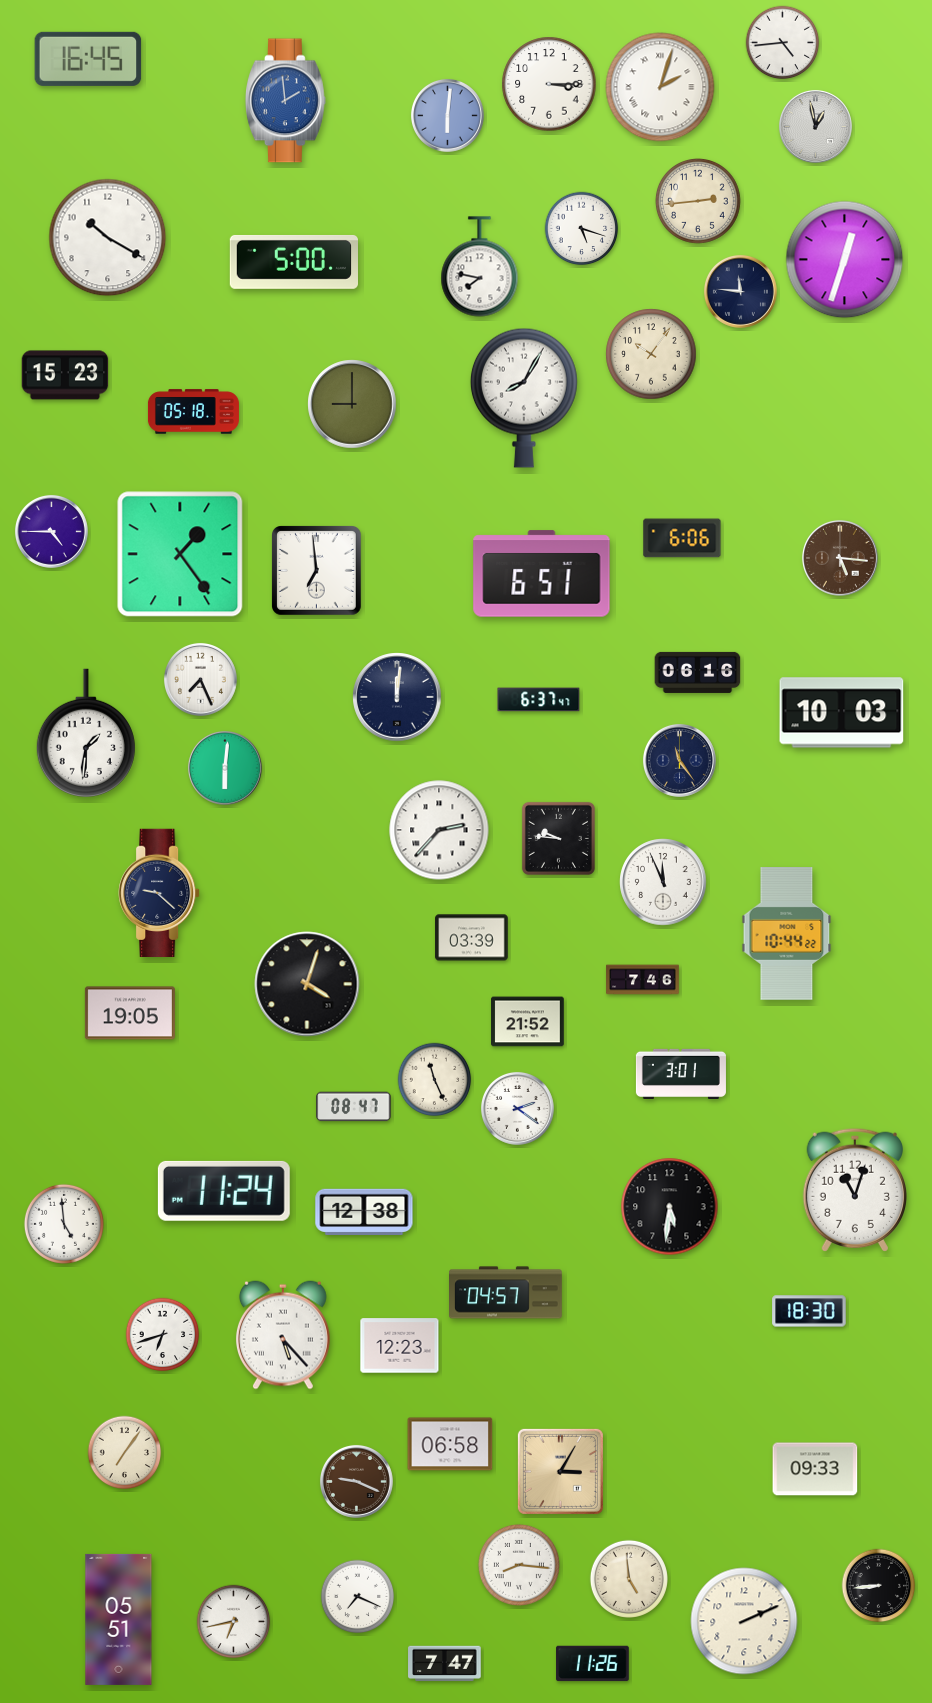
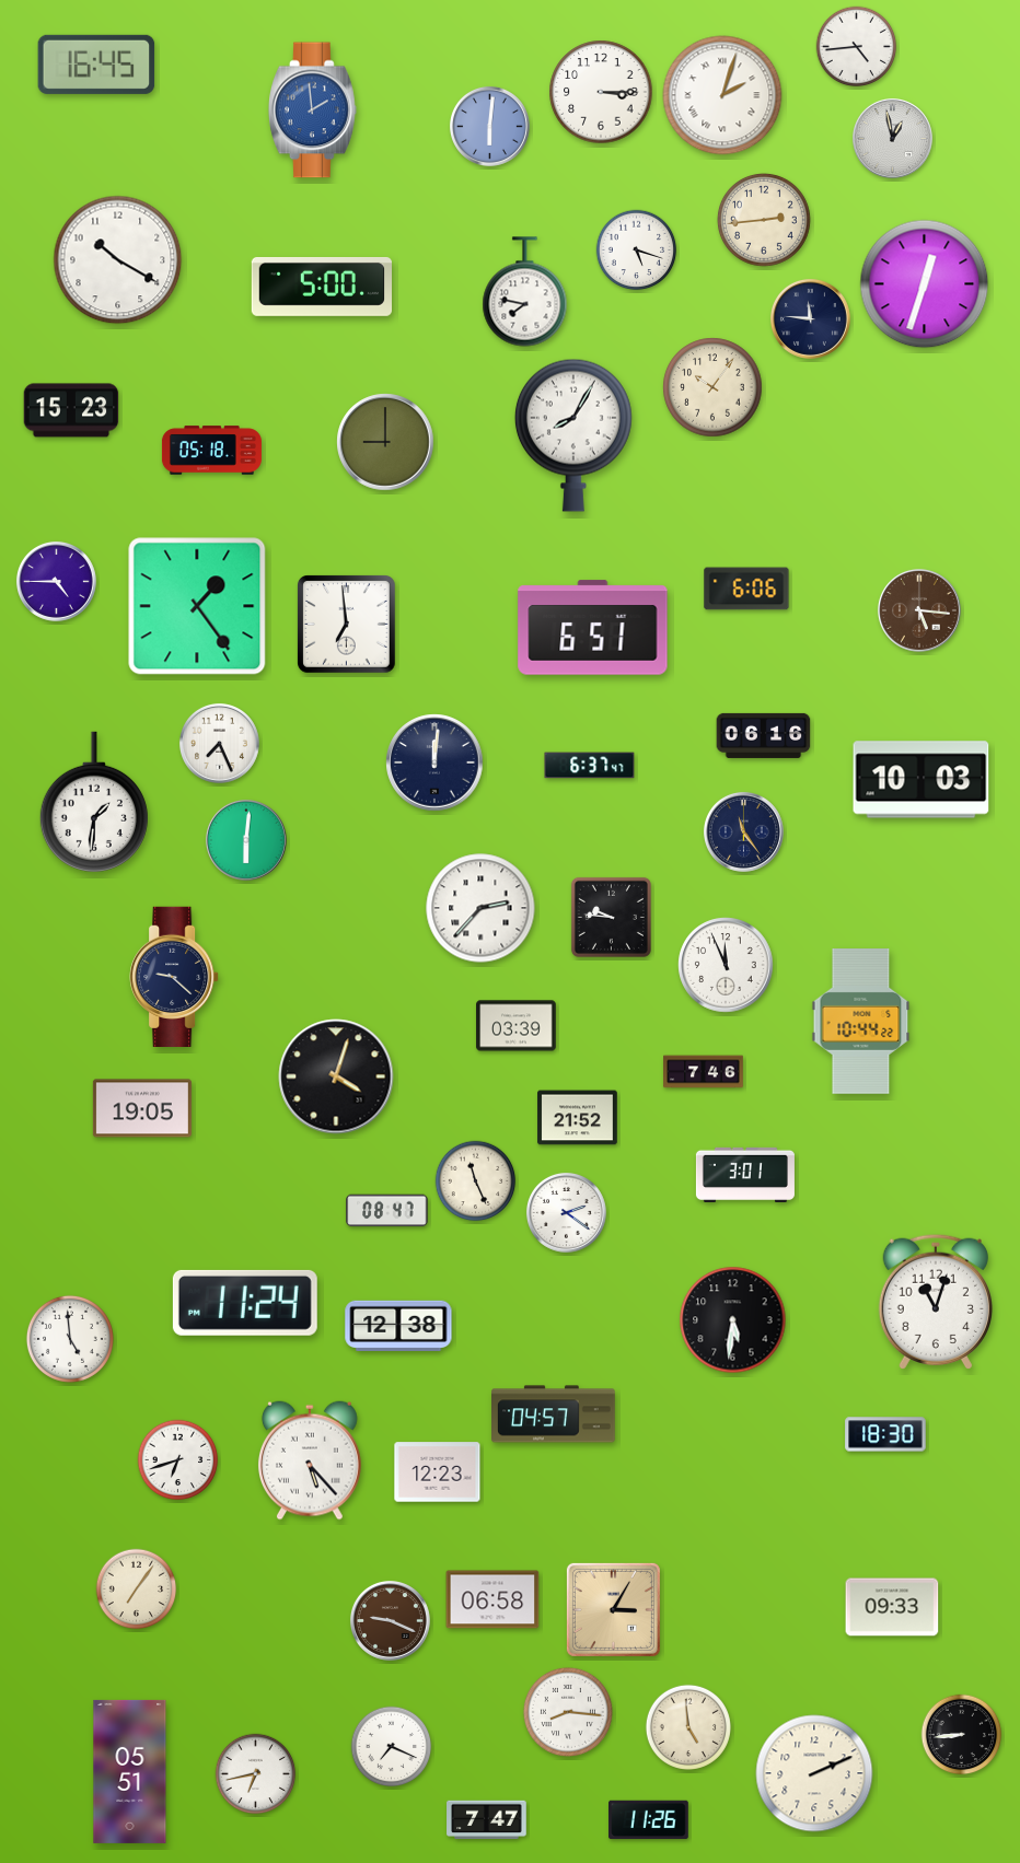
clock at (450, 1444) position: (450, 1444) -> (492, 1599)
